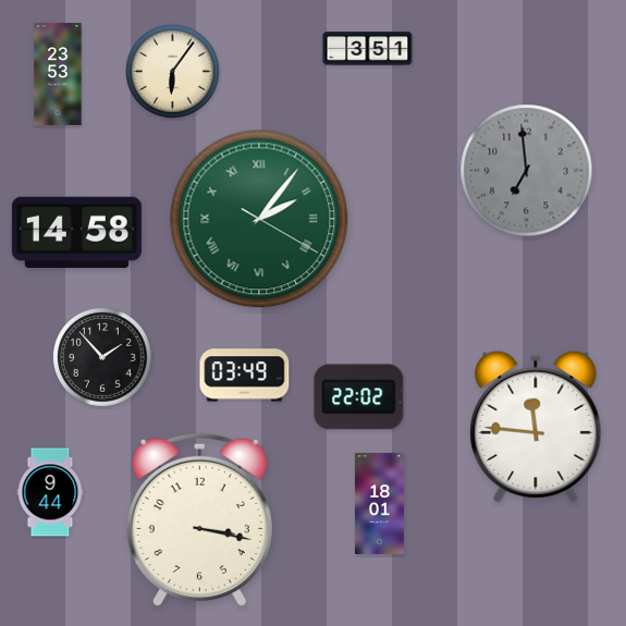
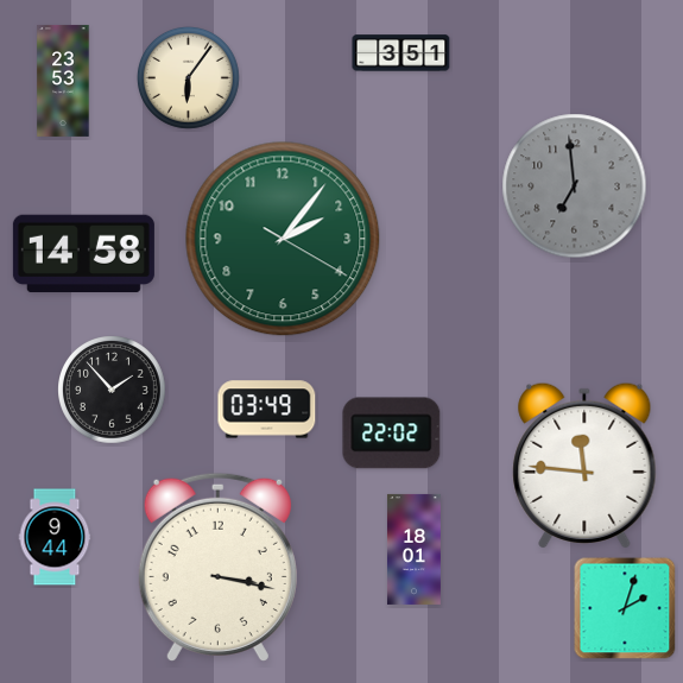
clock at (259, 219) numerals: Roman -> Arabic
clock at (625, 608): none -> 2:03
